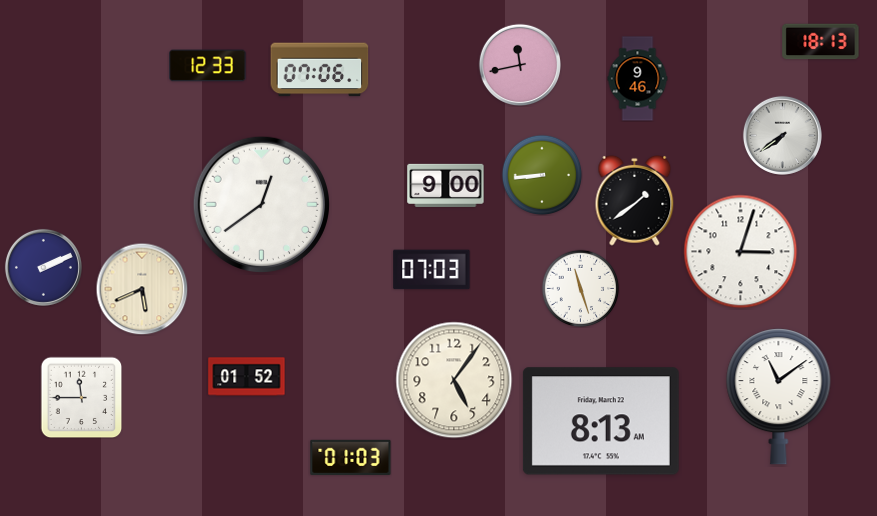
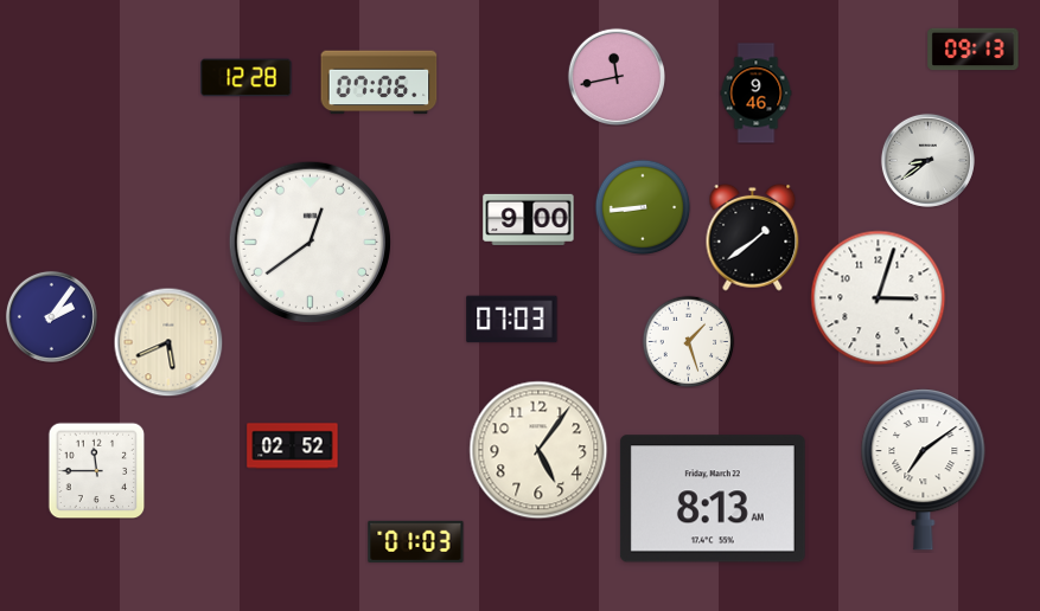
clock at (821, 42): 18:13 -> 09:13
clock at (208, 66): 12:33 -> 12:28
clock at (782, 135): 7:39 -> 8:39
clock at (43, 267): 2:11 -> 2:06
clock at (580, 288): 11:27 -> 1:27
clock at (247, 377): 01:52 -> 02:52
clock at (779, 397): 11:09 -> 7:09
